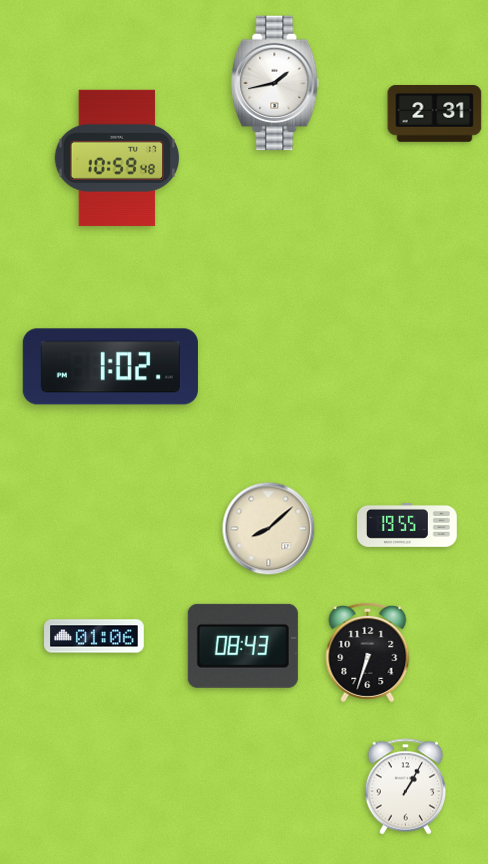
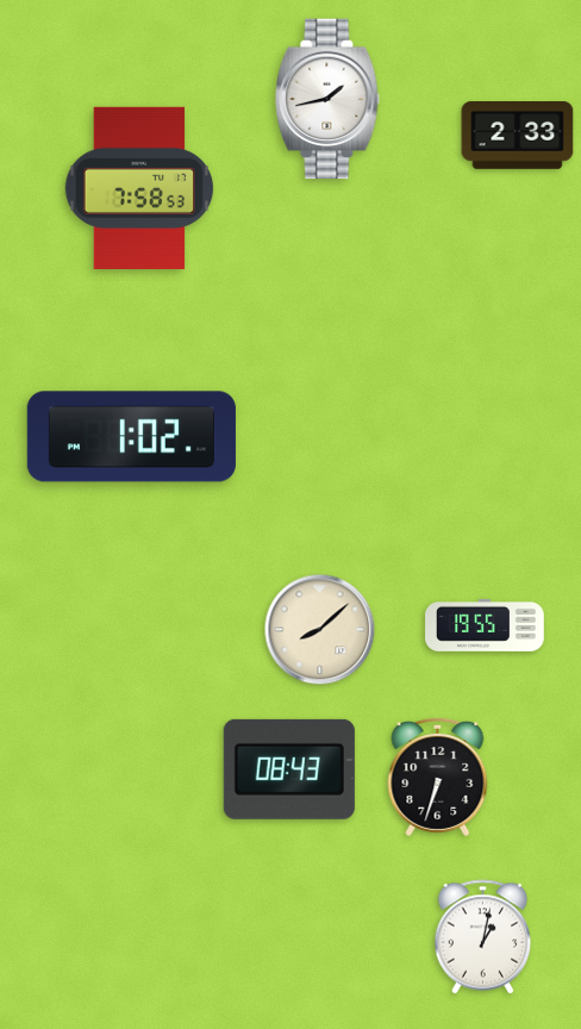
clock at (435, 114): 2:31 -> 2:33
clock at (117, 158): 10:59 -> 7:58
clock at (94, 636): 01:06 -> none
clock at (406, 787): 1:05 -> 1:02
